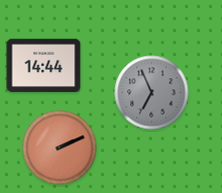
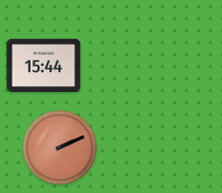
clock at (44, 66): 14:44 -> 15:44
clock at (152, 93): 6:56 -> none
